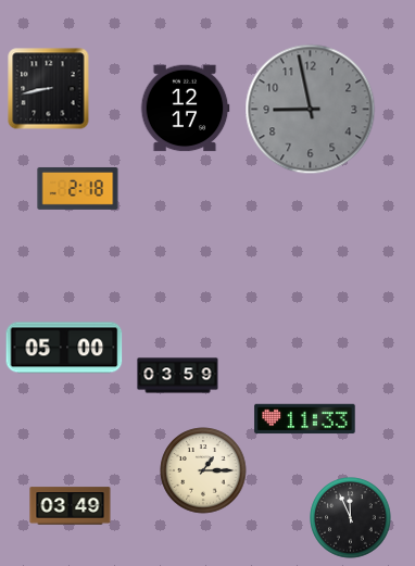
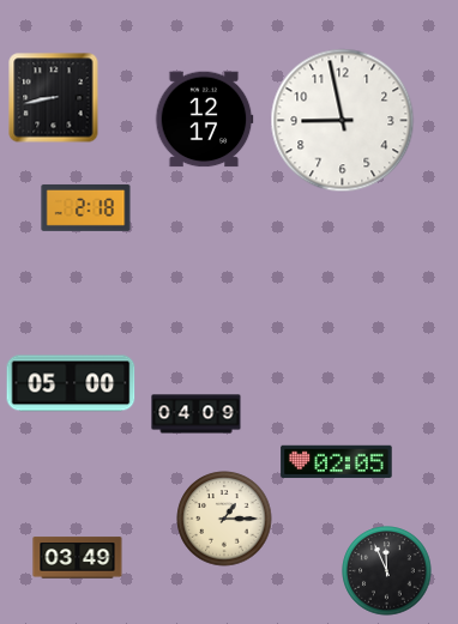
clock at (311, 110) dial: grey -> white
clock at (178, 376): 03:59 -> 04:09
clock at (305, 419): 11:33 -> 02:05
